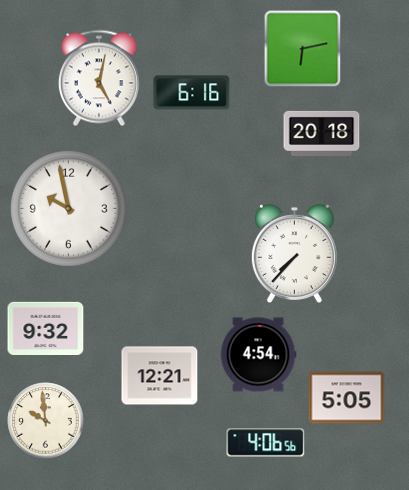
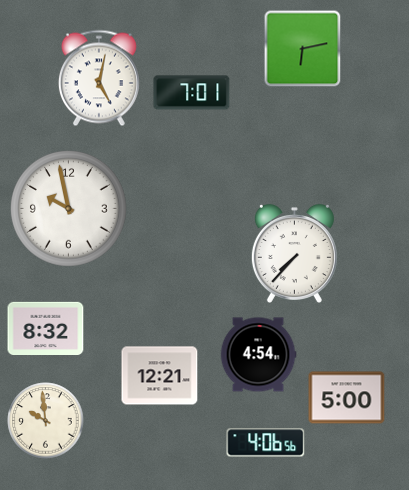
clock at (192, 93): 6:16 -> 7:01
clock at (322, 133): 20:18 -> none
clock at (46, 328): 9:32 -> 8:32
clock at (347, 398): 5:05 -> 5:00
